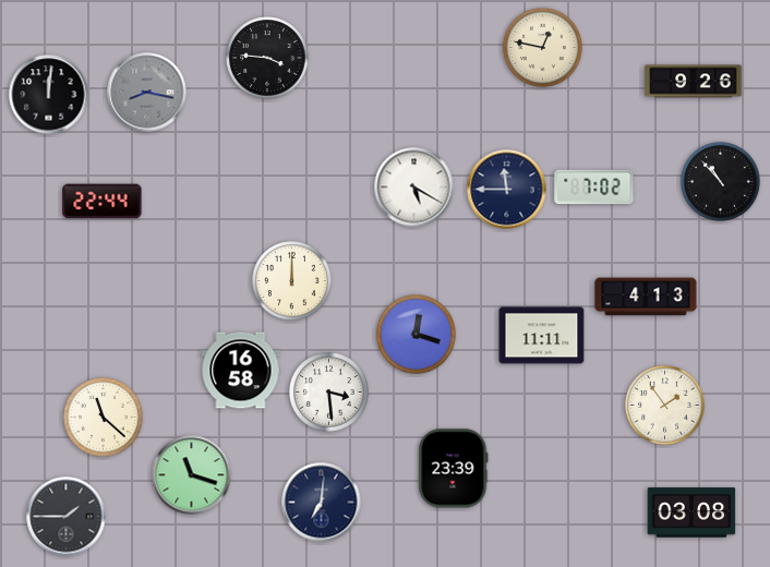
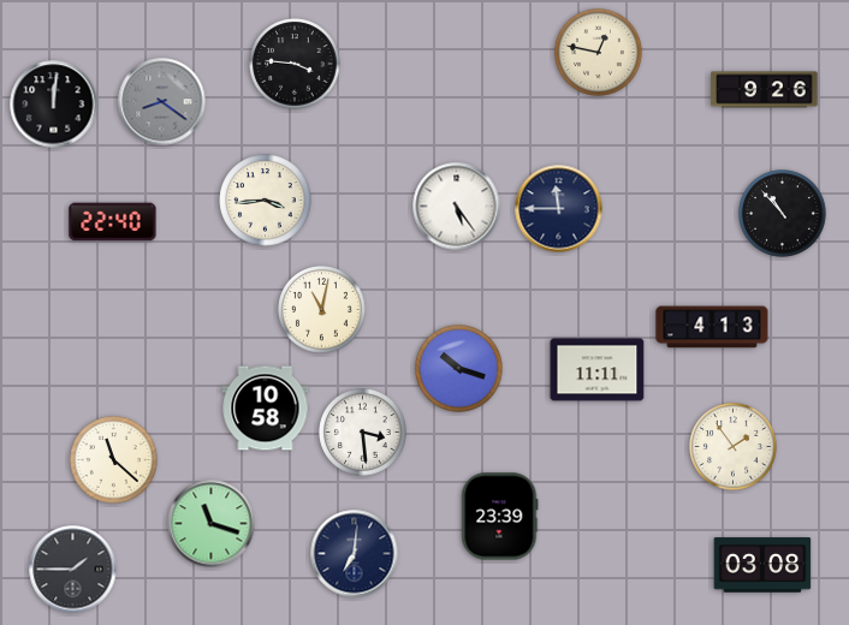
clock at (147, 93): 8:17 -> 8:21
clock at (266, 201): none -> 3:44
clock at (721, 182) position: (721, 182) -> (783, 214)
clock at (414, 188): 5:20 -> 5:24
clock at (594, 188): 7:02 -> none
clock at (103, 202): 22:44 -> 22:40
clock at (292, 281): 12:00 -> 11:02
clock at (417, 335): 12:18 -> 10:18
clock at (241, 371): 16:58 -> 10:58
